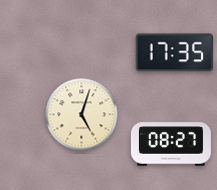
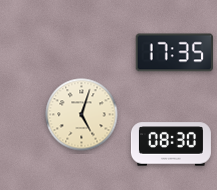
clock at (171, 144): 08:27 -> 08:30
